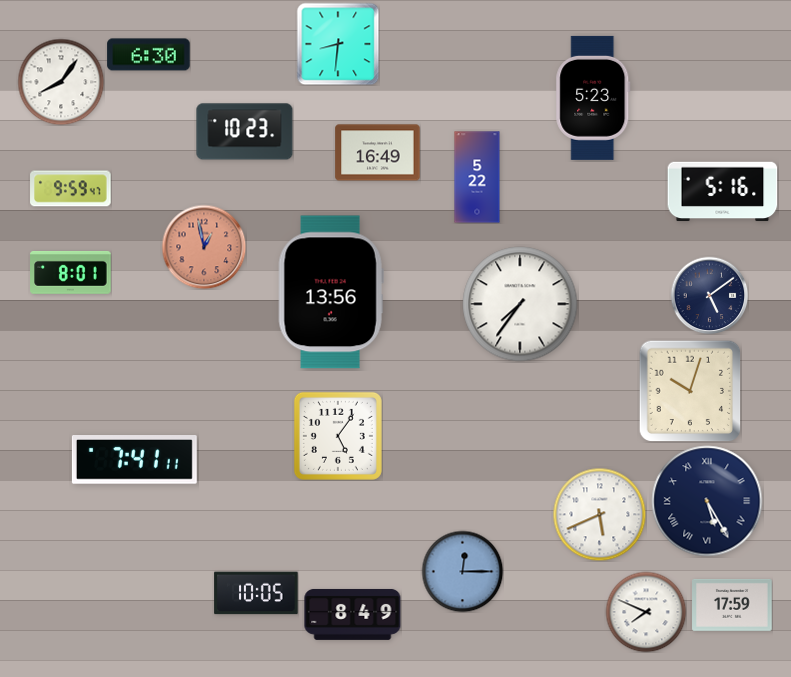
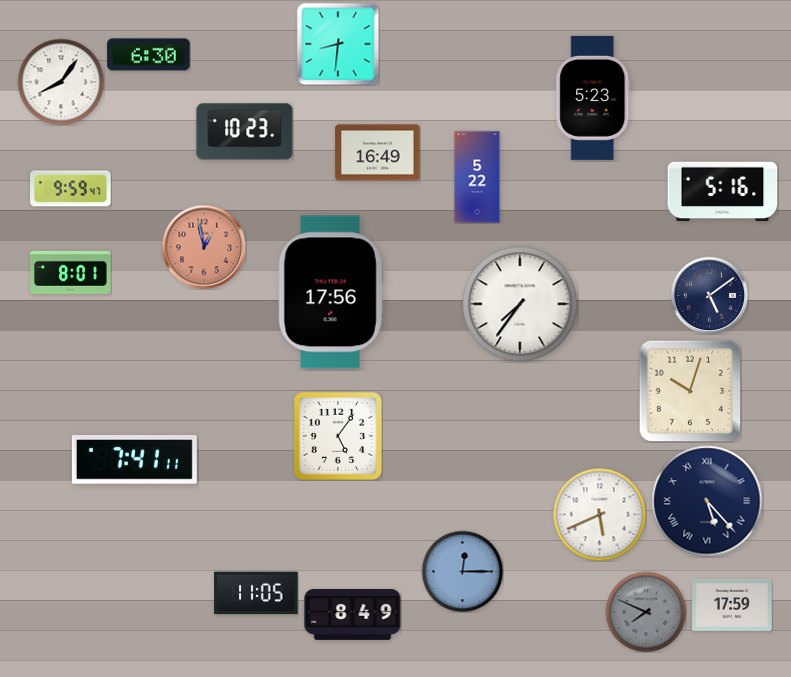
clock at (331, 292): 13:56 -> 17:56
clock at (707, 501): 5:25 -> 5:23
clock at (256, 593): 10:05 -> 11:05
clock at (646, 612) dial: white -> grey
